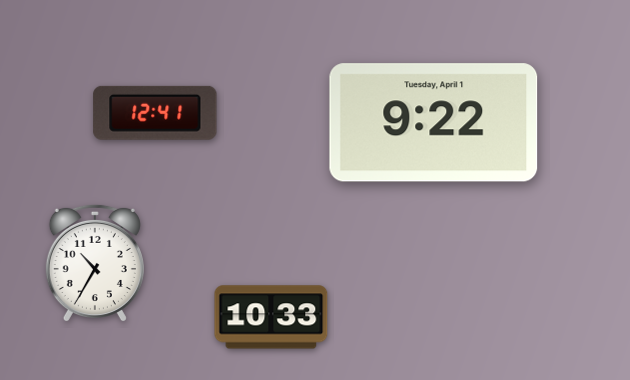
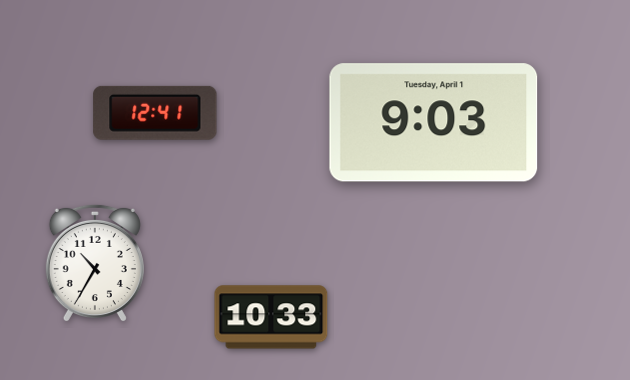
clock at (434, 123): 9:22 -> 9:03
